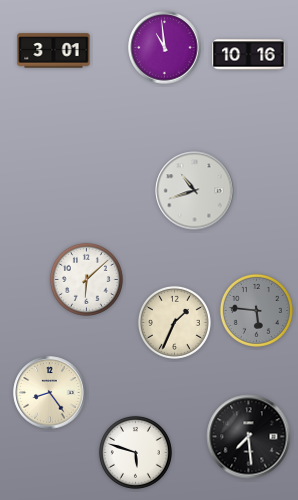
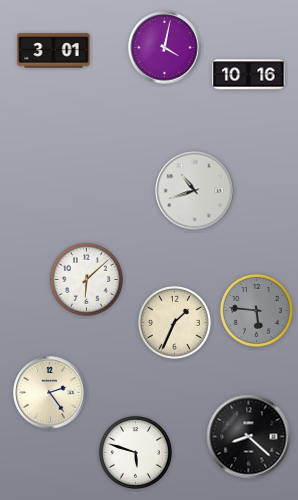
clock at (165, 48): 10:59 -> 4:02
clock at (249, 55) position: (249, 55) -> (249, 75)
clock at (50, 393): 8:24 -> 2:24
clock at (249, 437): 7:29 -> 8:22
